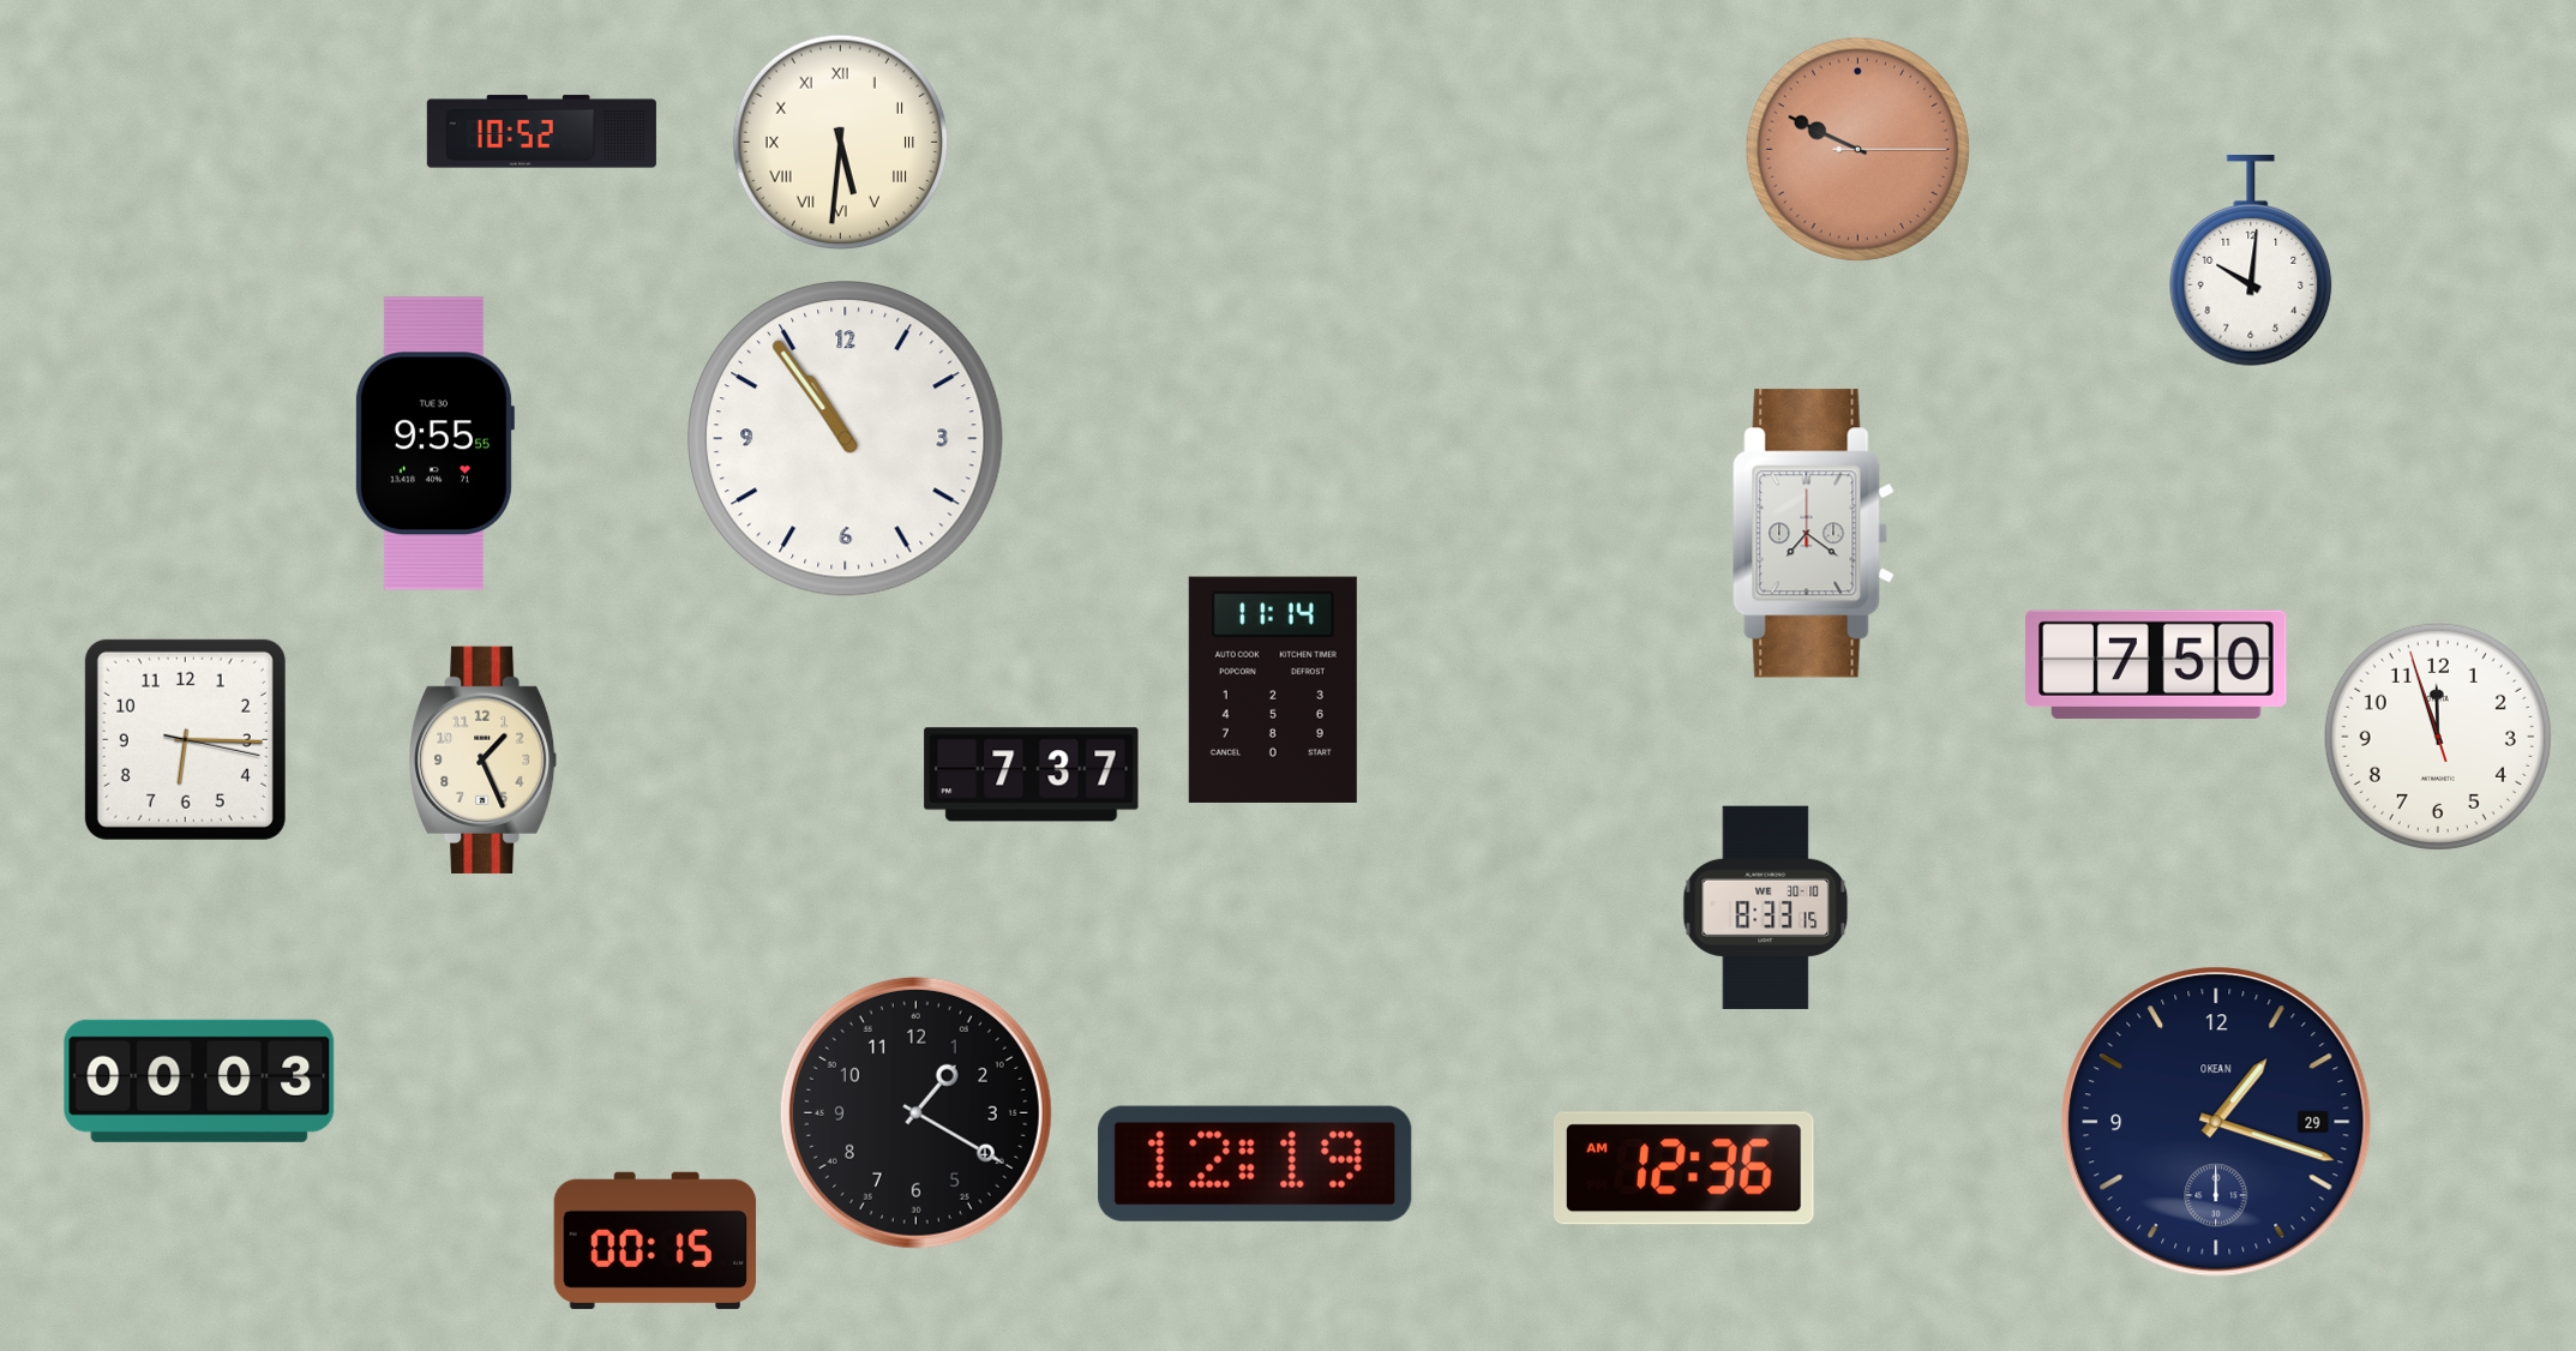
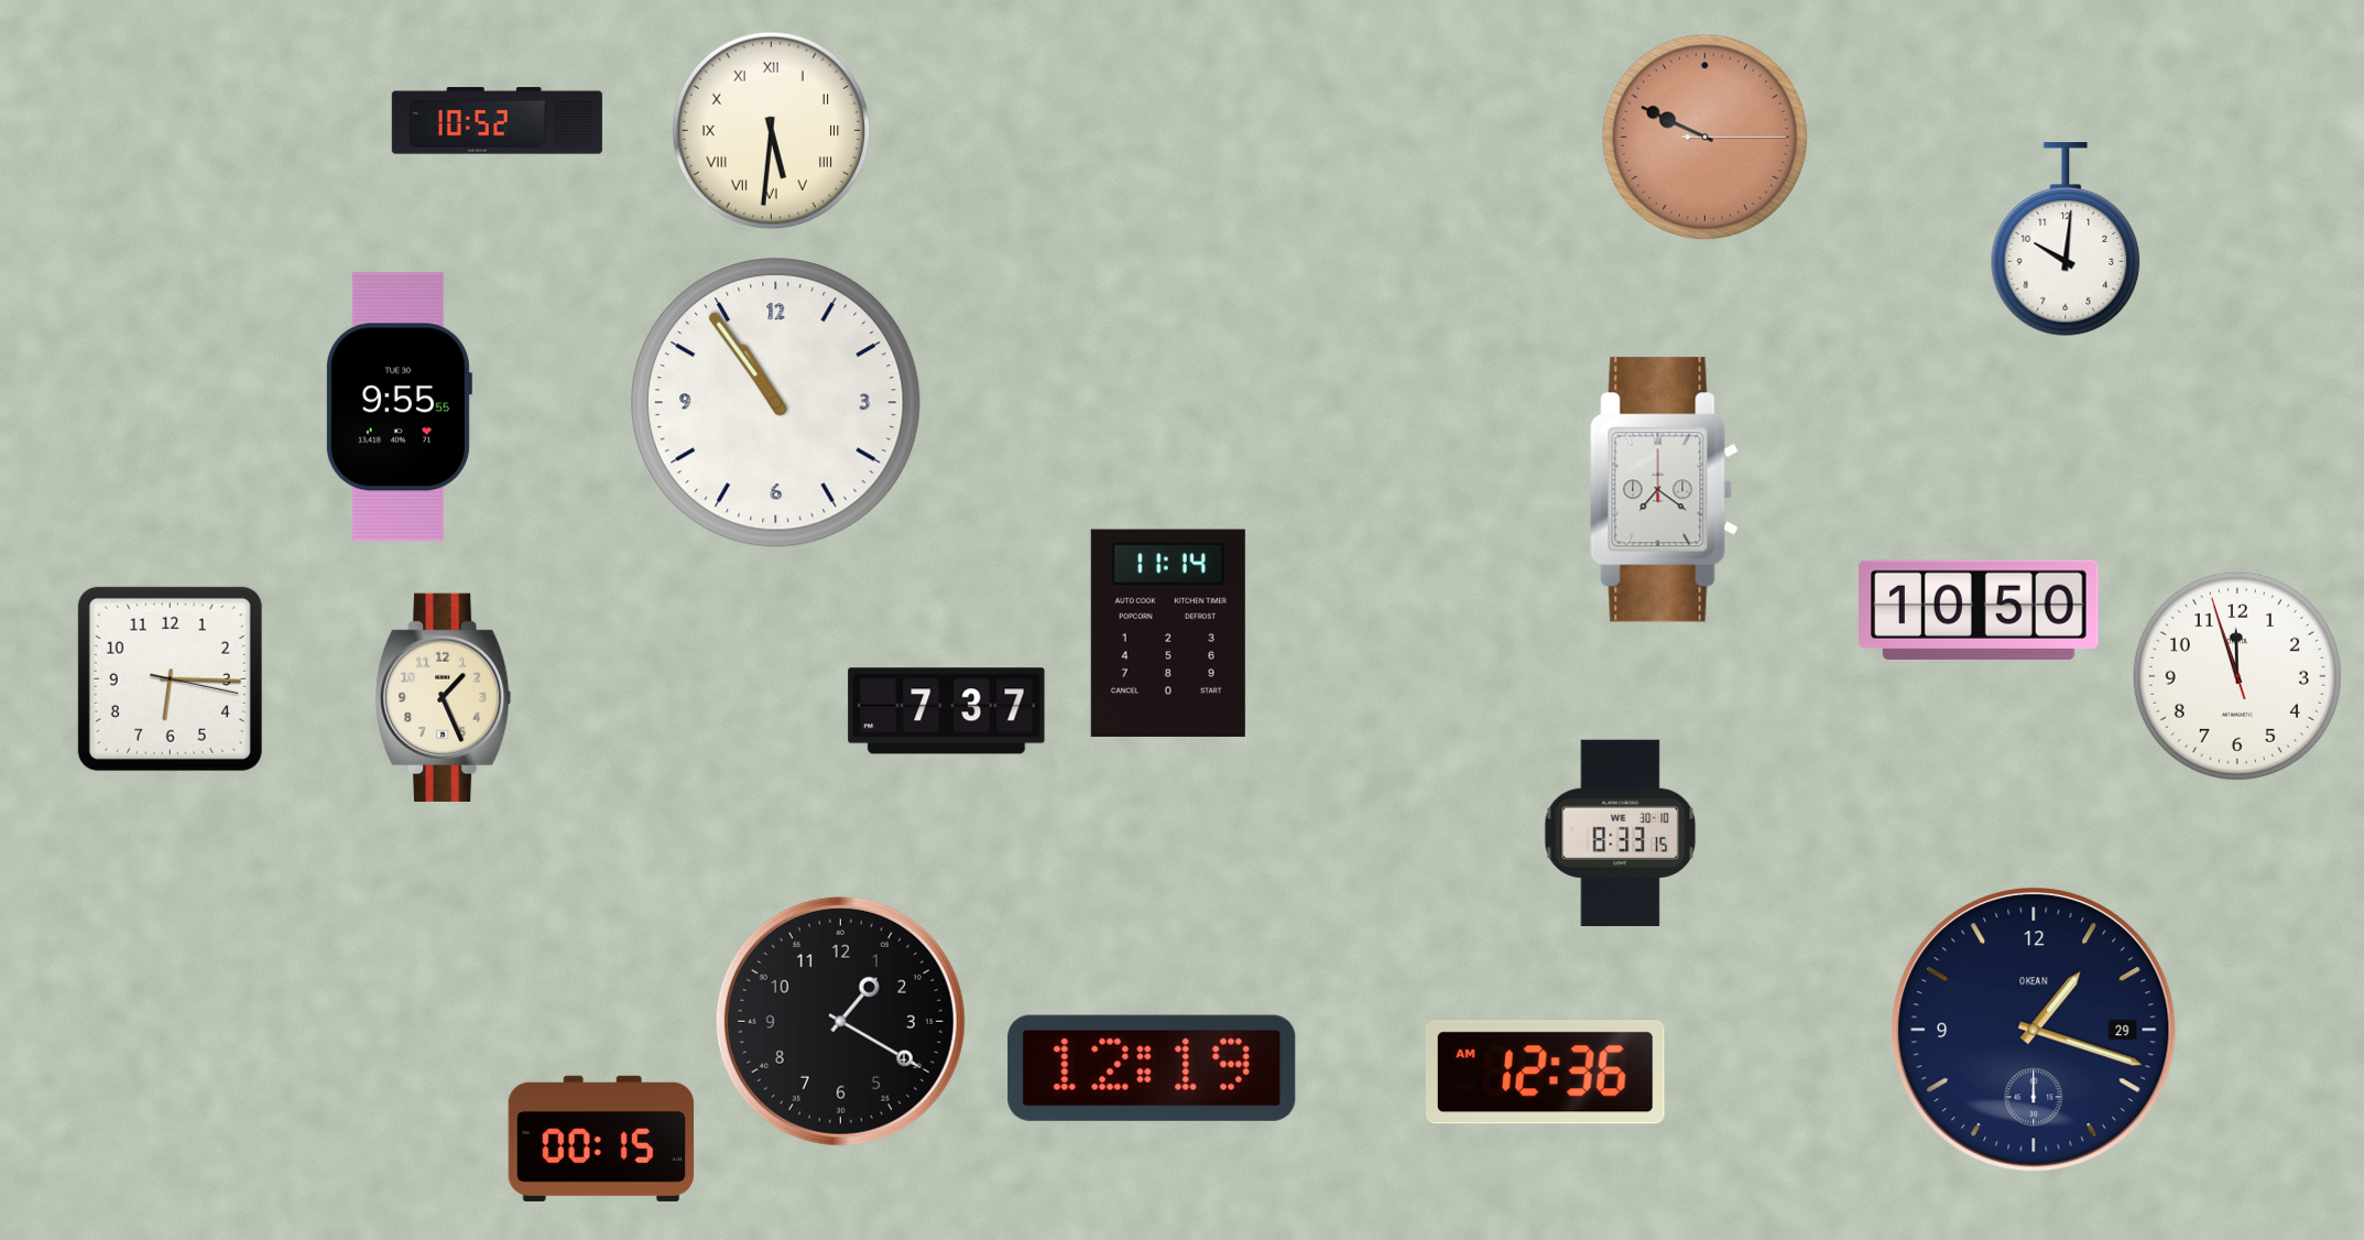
clock at (2156, 665): 7:50 -> 10:50
clock at (199, 1081): 00:03 -> none
